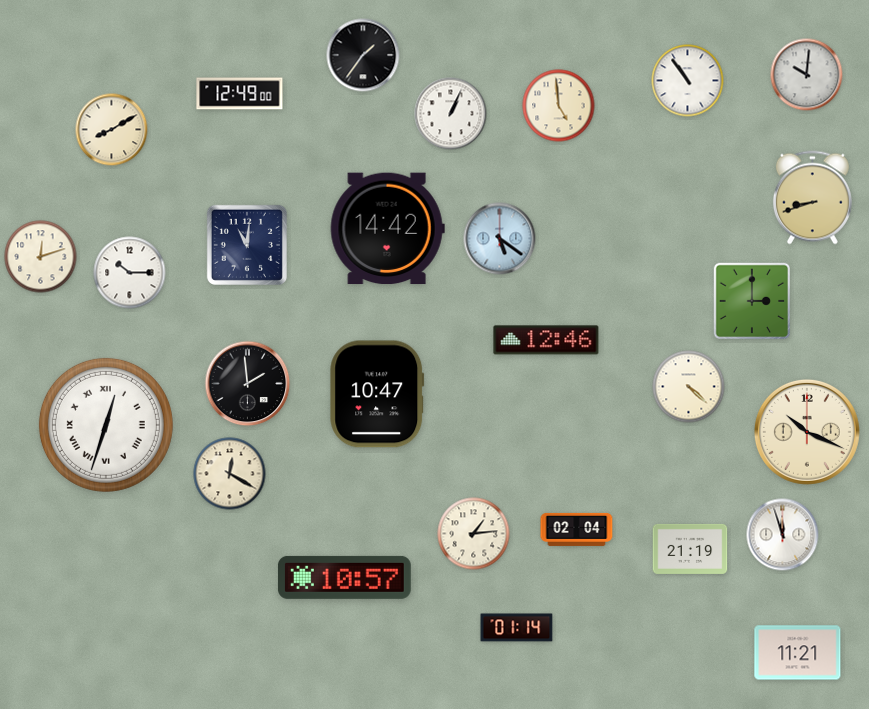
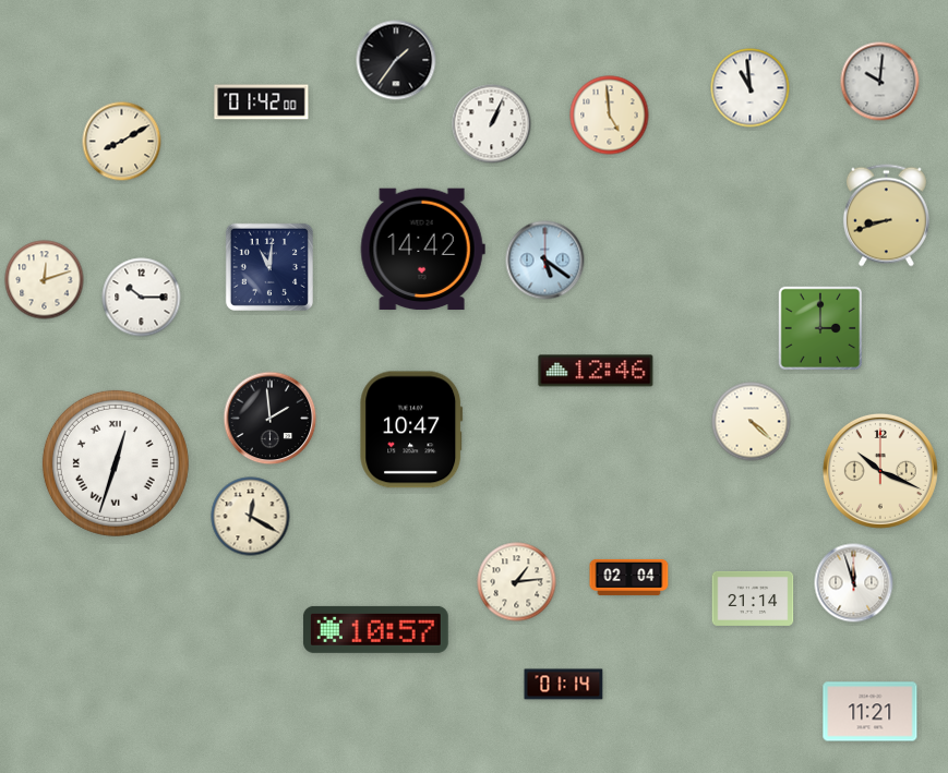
clock at (688, 81): 10:54 -> 10:59
clock at (240, 94): 12:49 -> 01:42
clock at (690, 549): 21:19 -> 21:14
